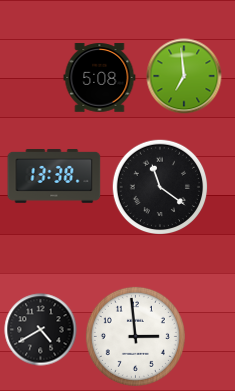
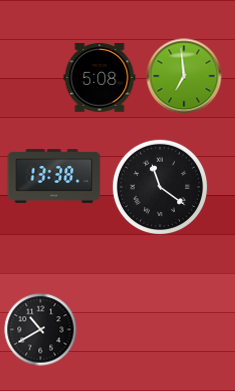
clock at (41, 330): 4:40 -> 10:40
clock at (135, 336): 2:59 -> none
